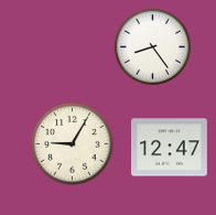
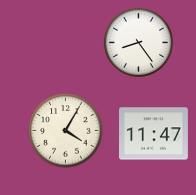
clock at (73, 144): 9:05 -> 4:05
clock at (170, 148): 12:47 -> 11:47
